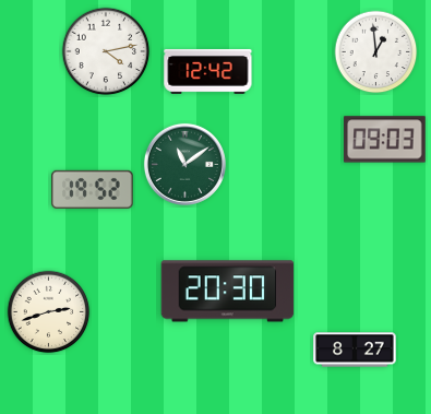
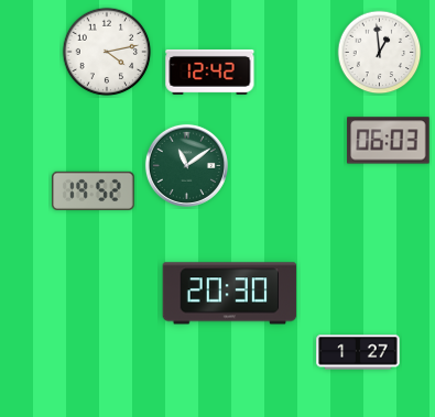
clock at (385, 140): 09:03 -> 06:03
clock at (49, 312): 2:42 -> none
clock at (355, 350): 8:27 -> 1:27
